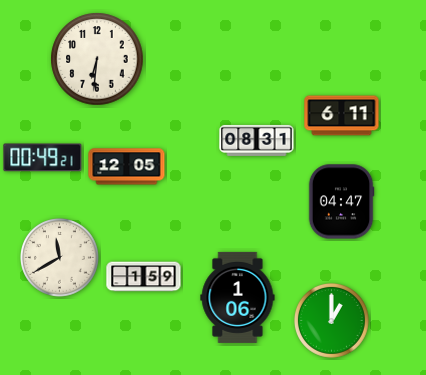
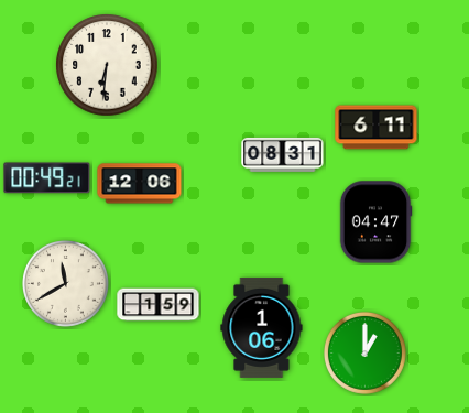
clock at (43, 158) position: (43, 158) -> (47, 178)
clock at (127, 167): 12:05 -> 12:06
